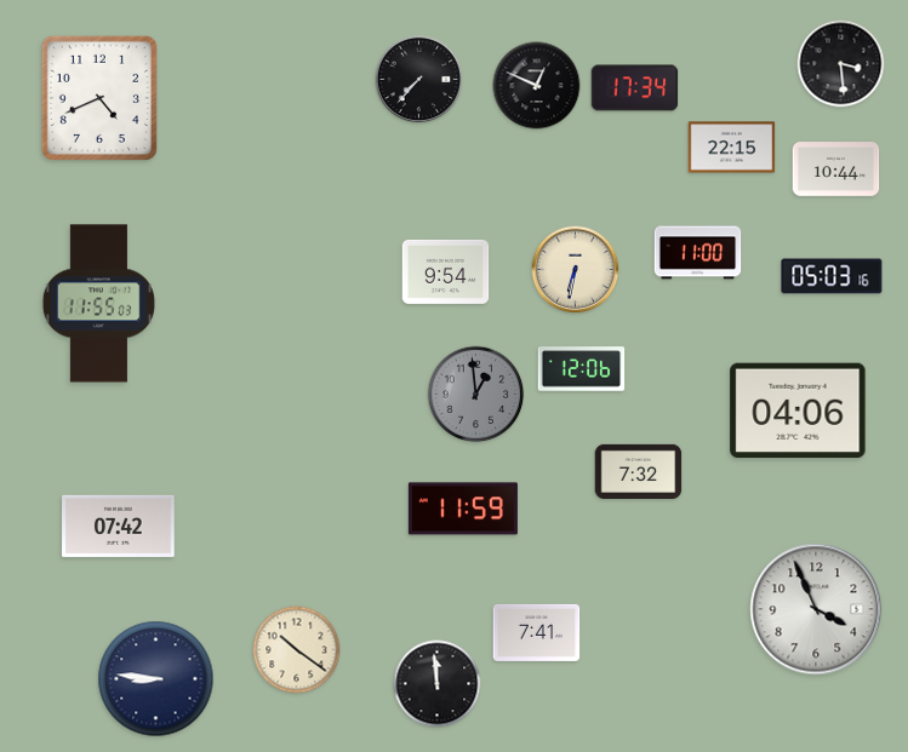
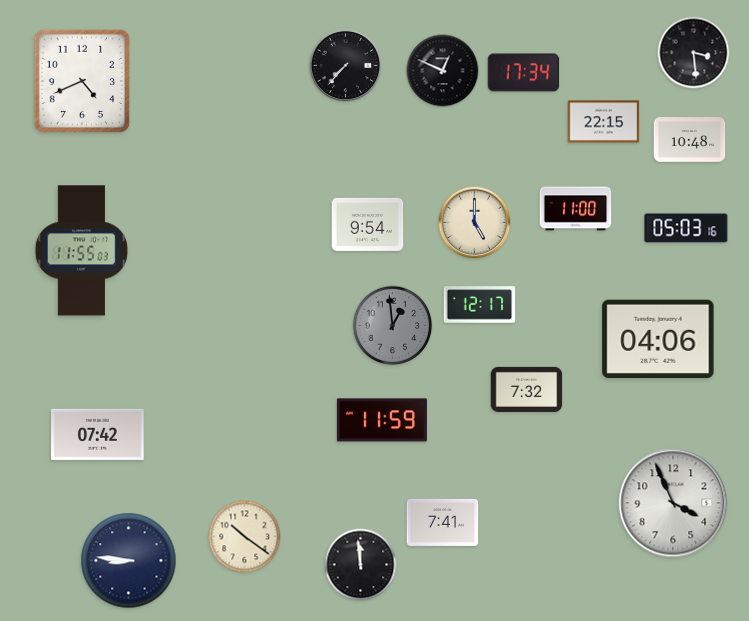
clock at (836, 170): 10:44 -> 10:48
clock at (576, 270): 6:32 -> 5:00
clock at (582, 369): 12:06 -> 12:17
